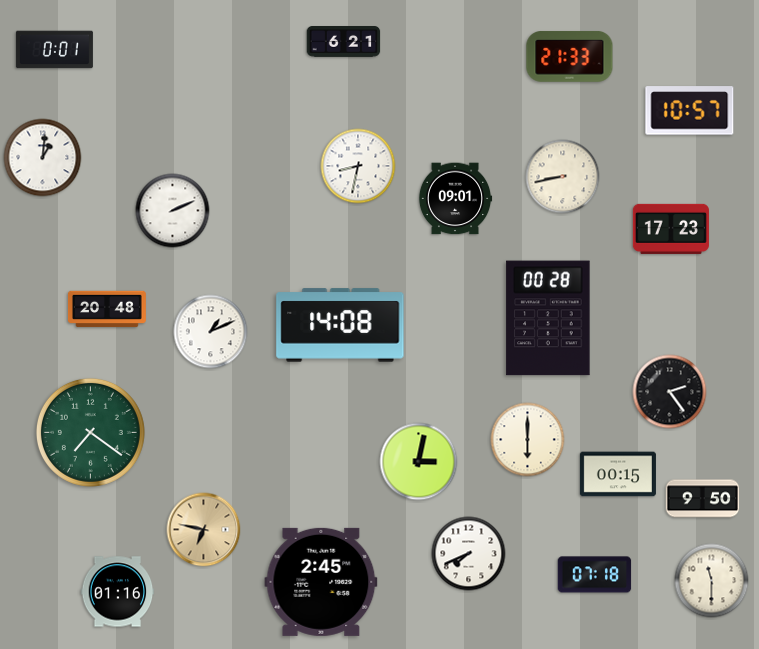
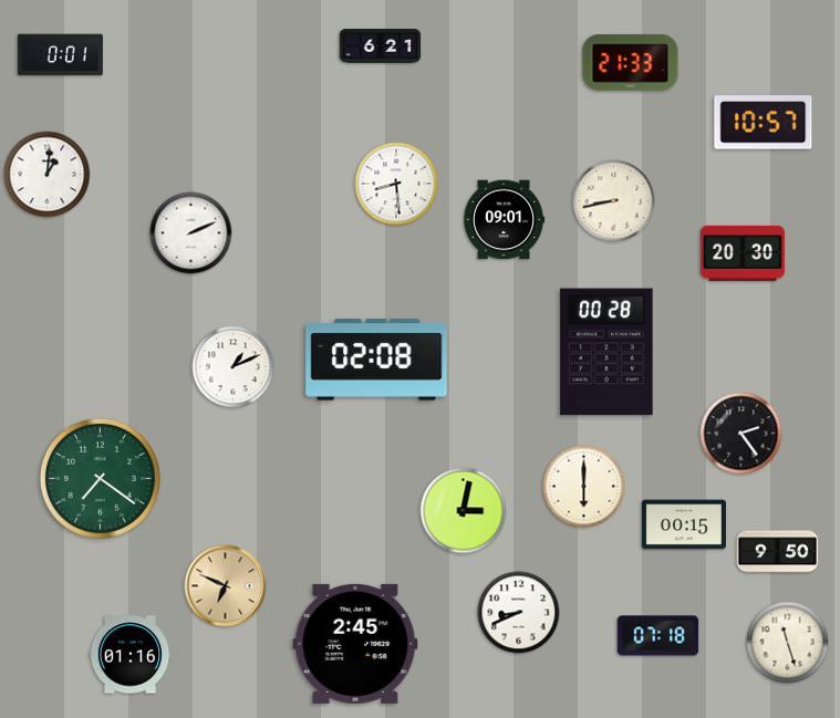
clock at (358, 166): 8:32 -> 8:29
clock at (563, 177) position: (563, 177) -> (614, 201)
clock at (671, 229): 17:23 -> 20:30
clock at (107, 309): 20:48 -> none
clock at (340, 325): 14:08 -> 02:08
clock at (204, 530): 6:47 -> 6:49
clock at (469, 554): 7:41 -> 8:41
clock at (712, 581): 11:30 -> 11:27
